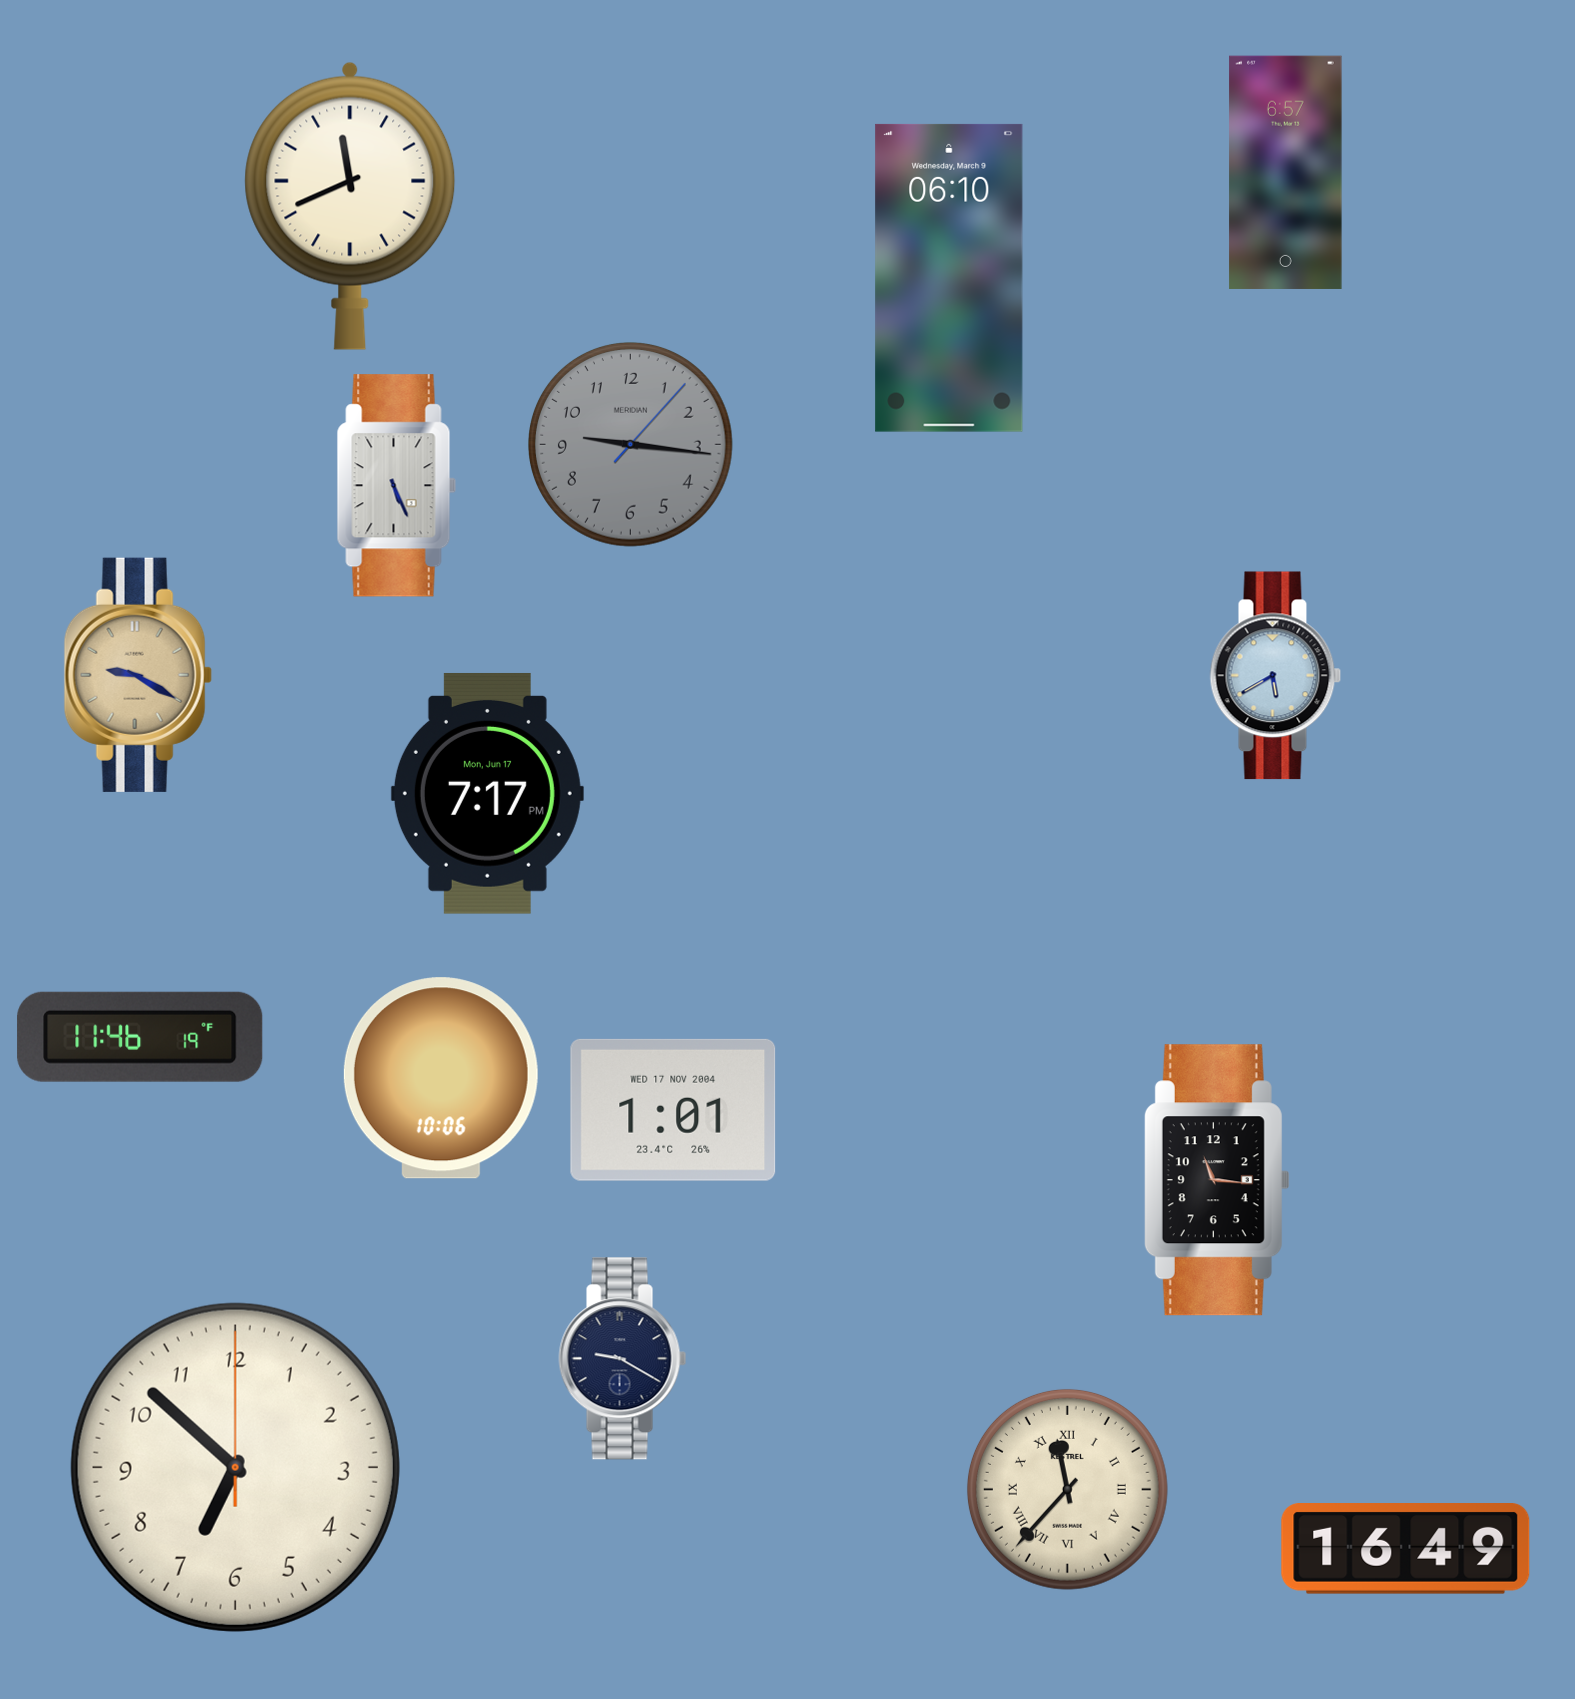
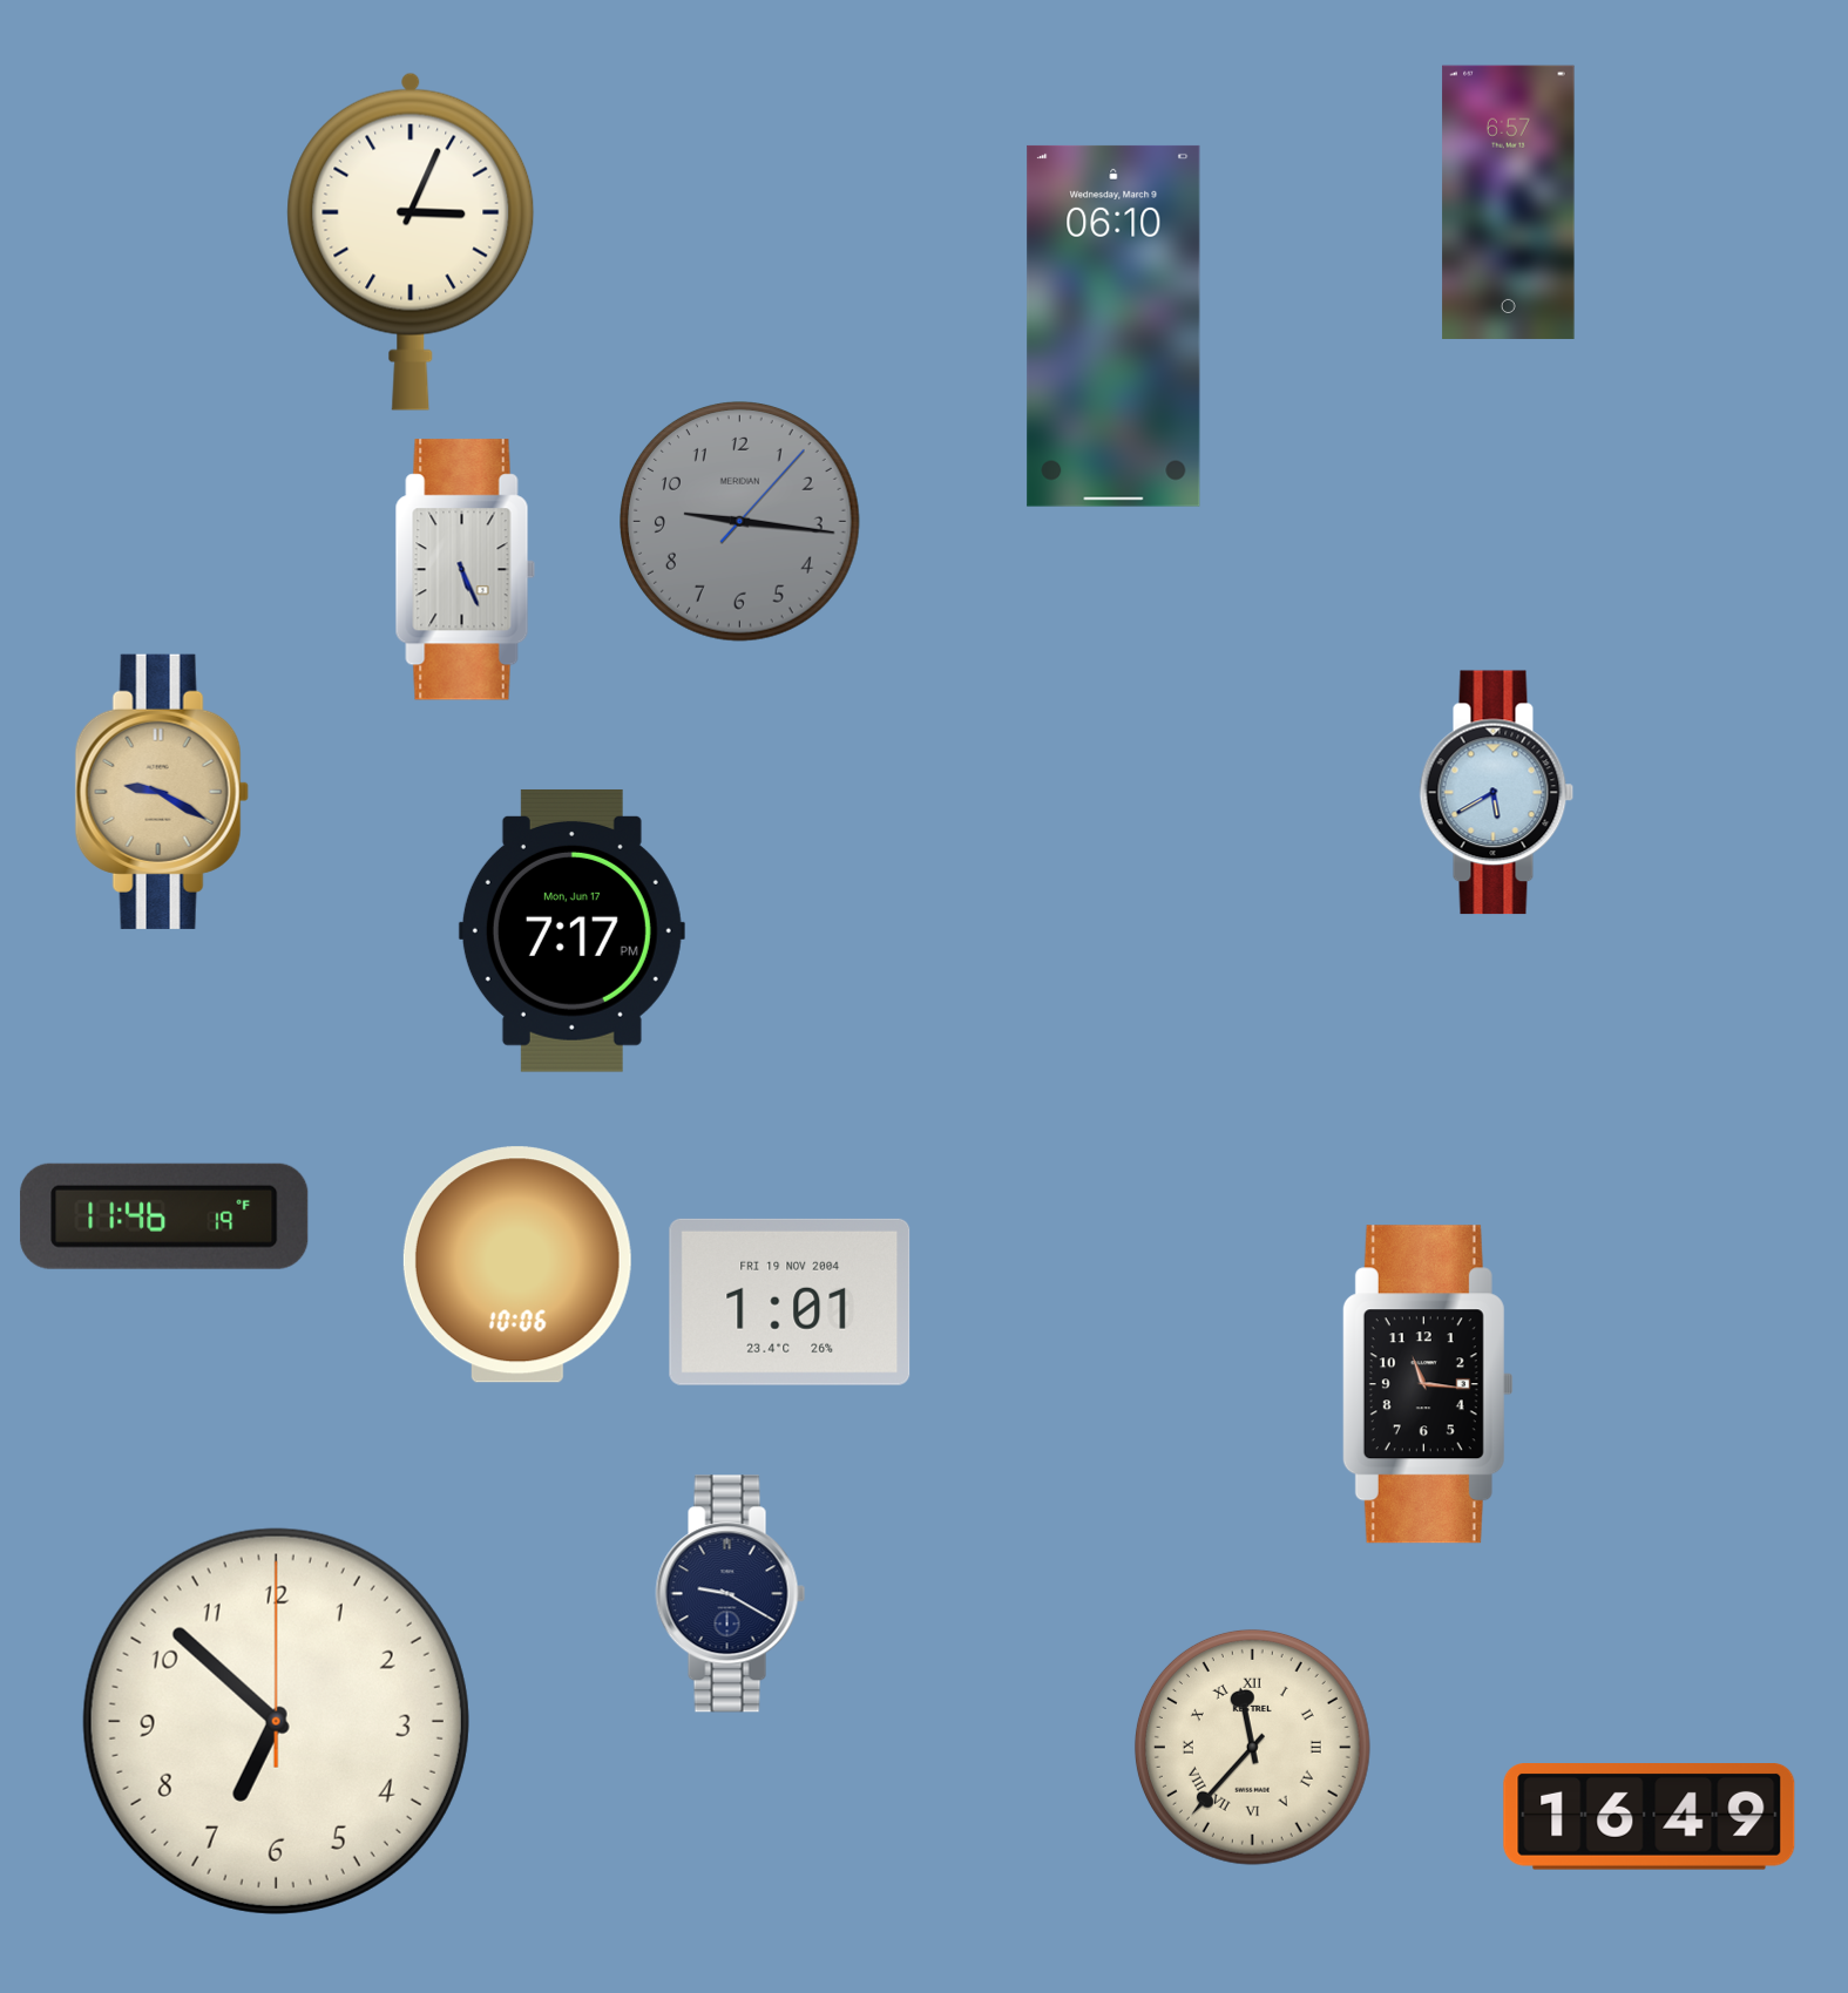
clock at (350, 206): 11:41 -> 3:04
clock at (673, 1110) date: WED 17 NOV 2004 -> FRI 19 NOV 2004
